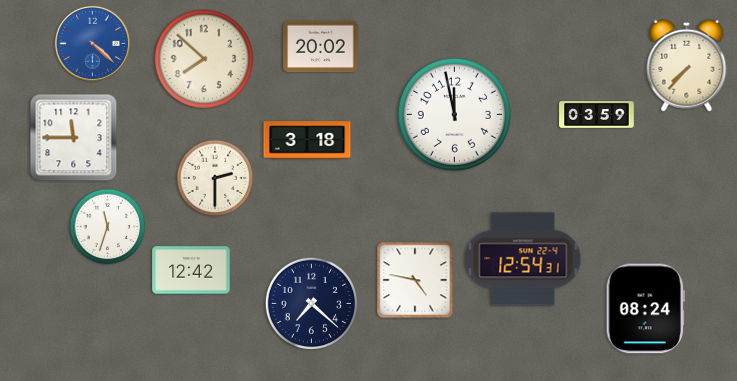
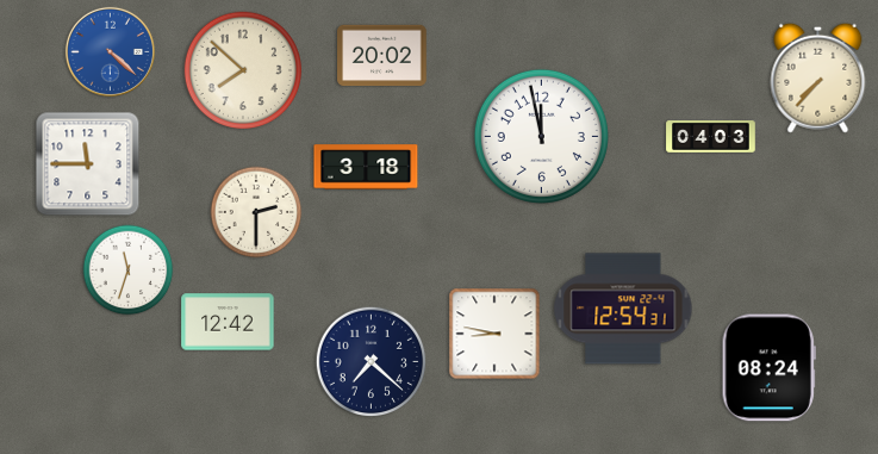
clock at (597, 115): 03:59 -> 04:03
clock at (415, 280): 4:47 -> 8:47
